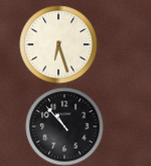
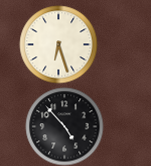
clock at (64, 126): 10:53 -> 4:53
